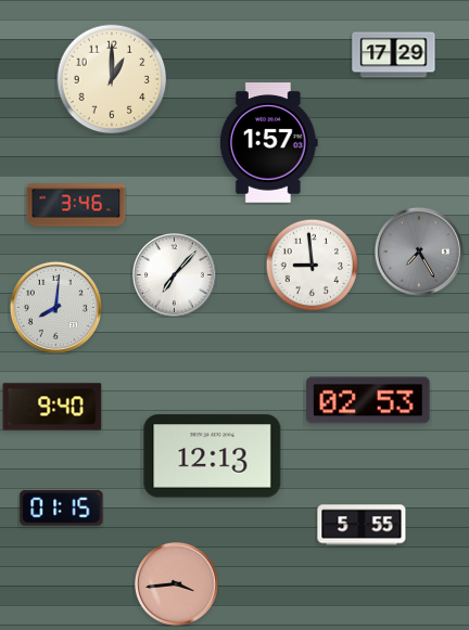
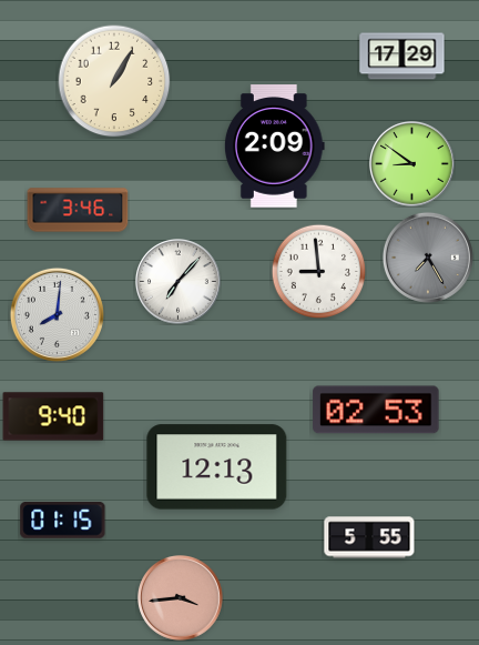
clock at (112, 79): 1:00 -> 1:05
clock at (268, 143): 1:57 -> 2:09
clock at (412, 164): none -> 8:51
